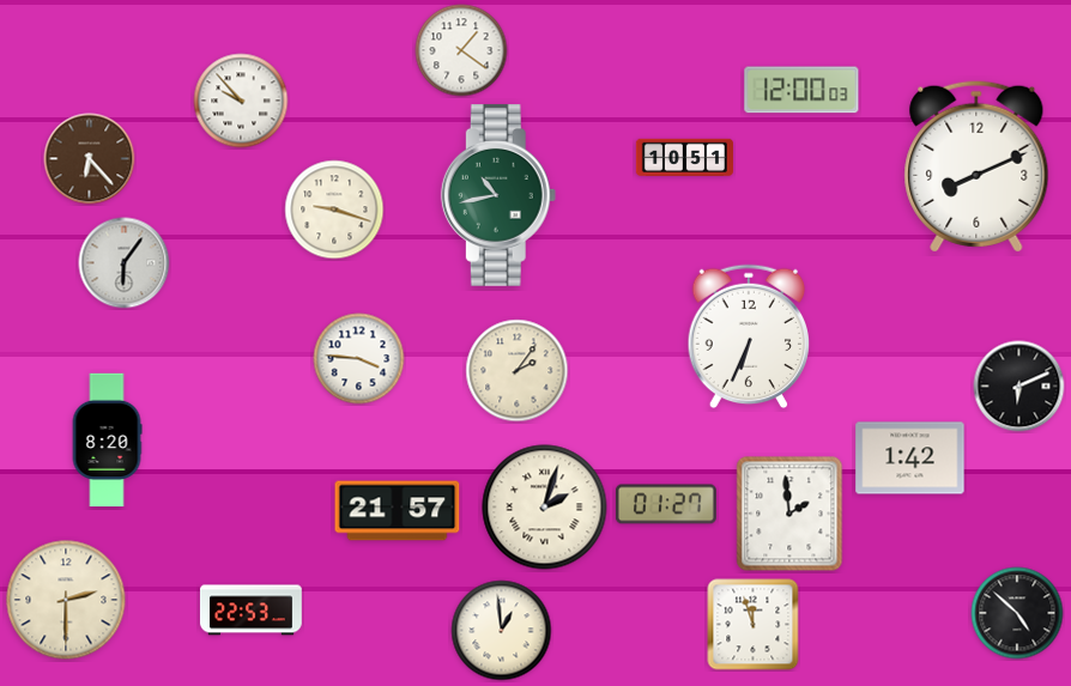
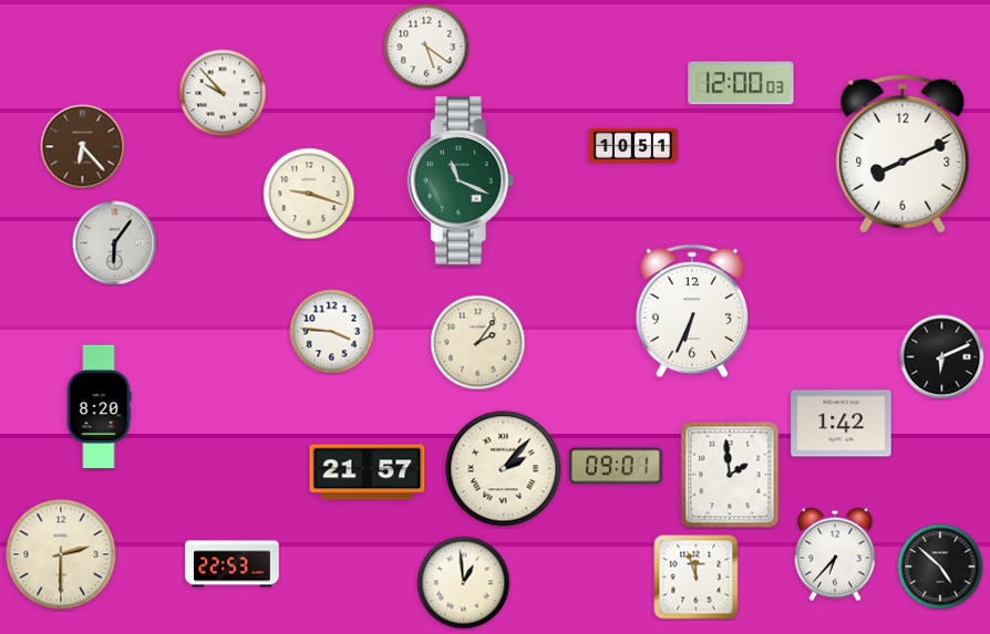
clock at (461, 50): 1:21 -> 5:21
clock at (498, 195): 10:43 -> 11:19
clock at (666, 504): 01:27 -> 09:01
clock at (545, 508): 2:03 -> 2:07
clock at (835, 554): none -> 6:37
